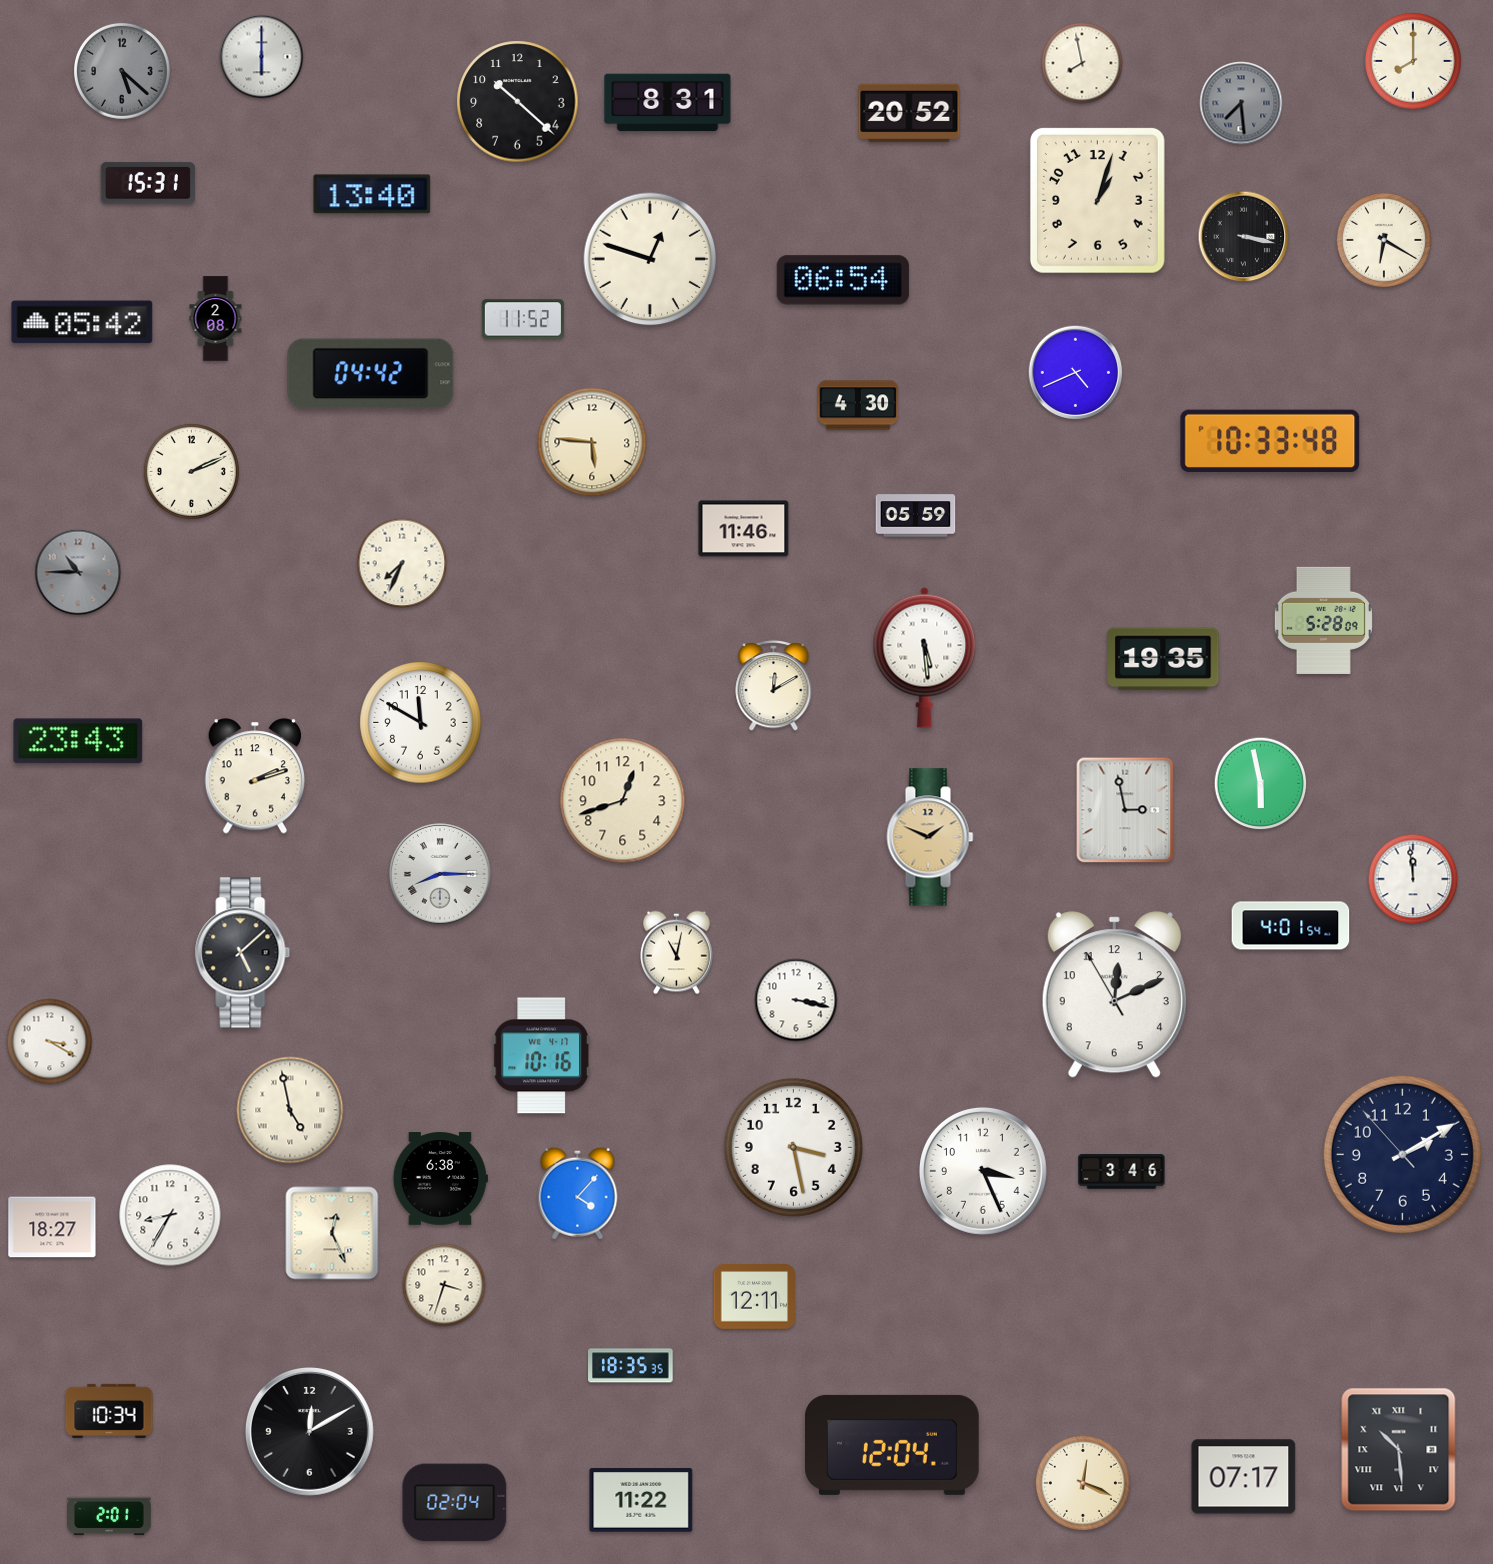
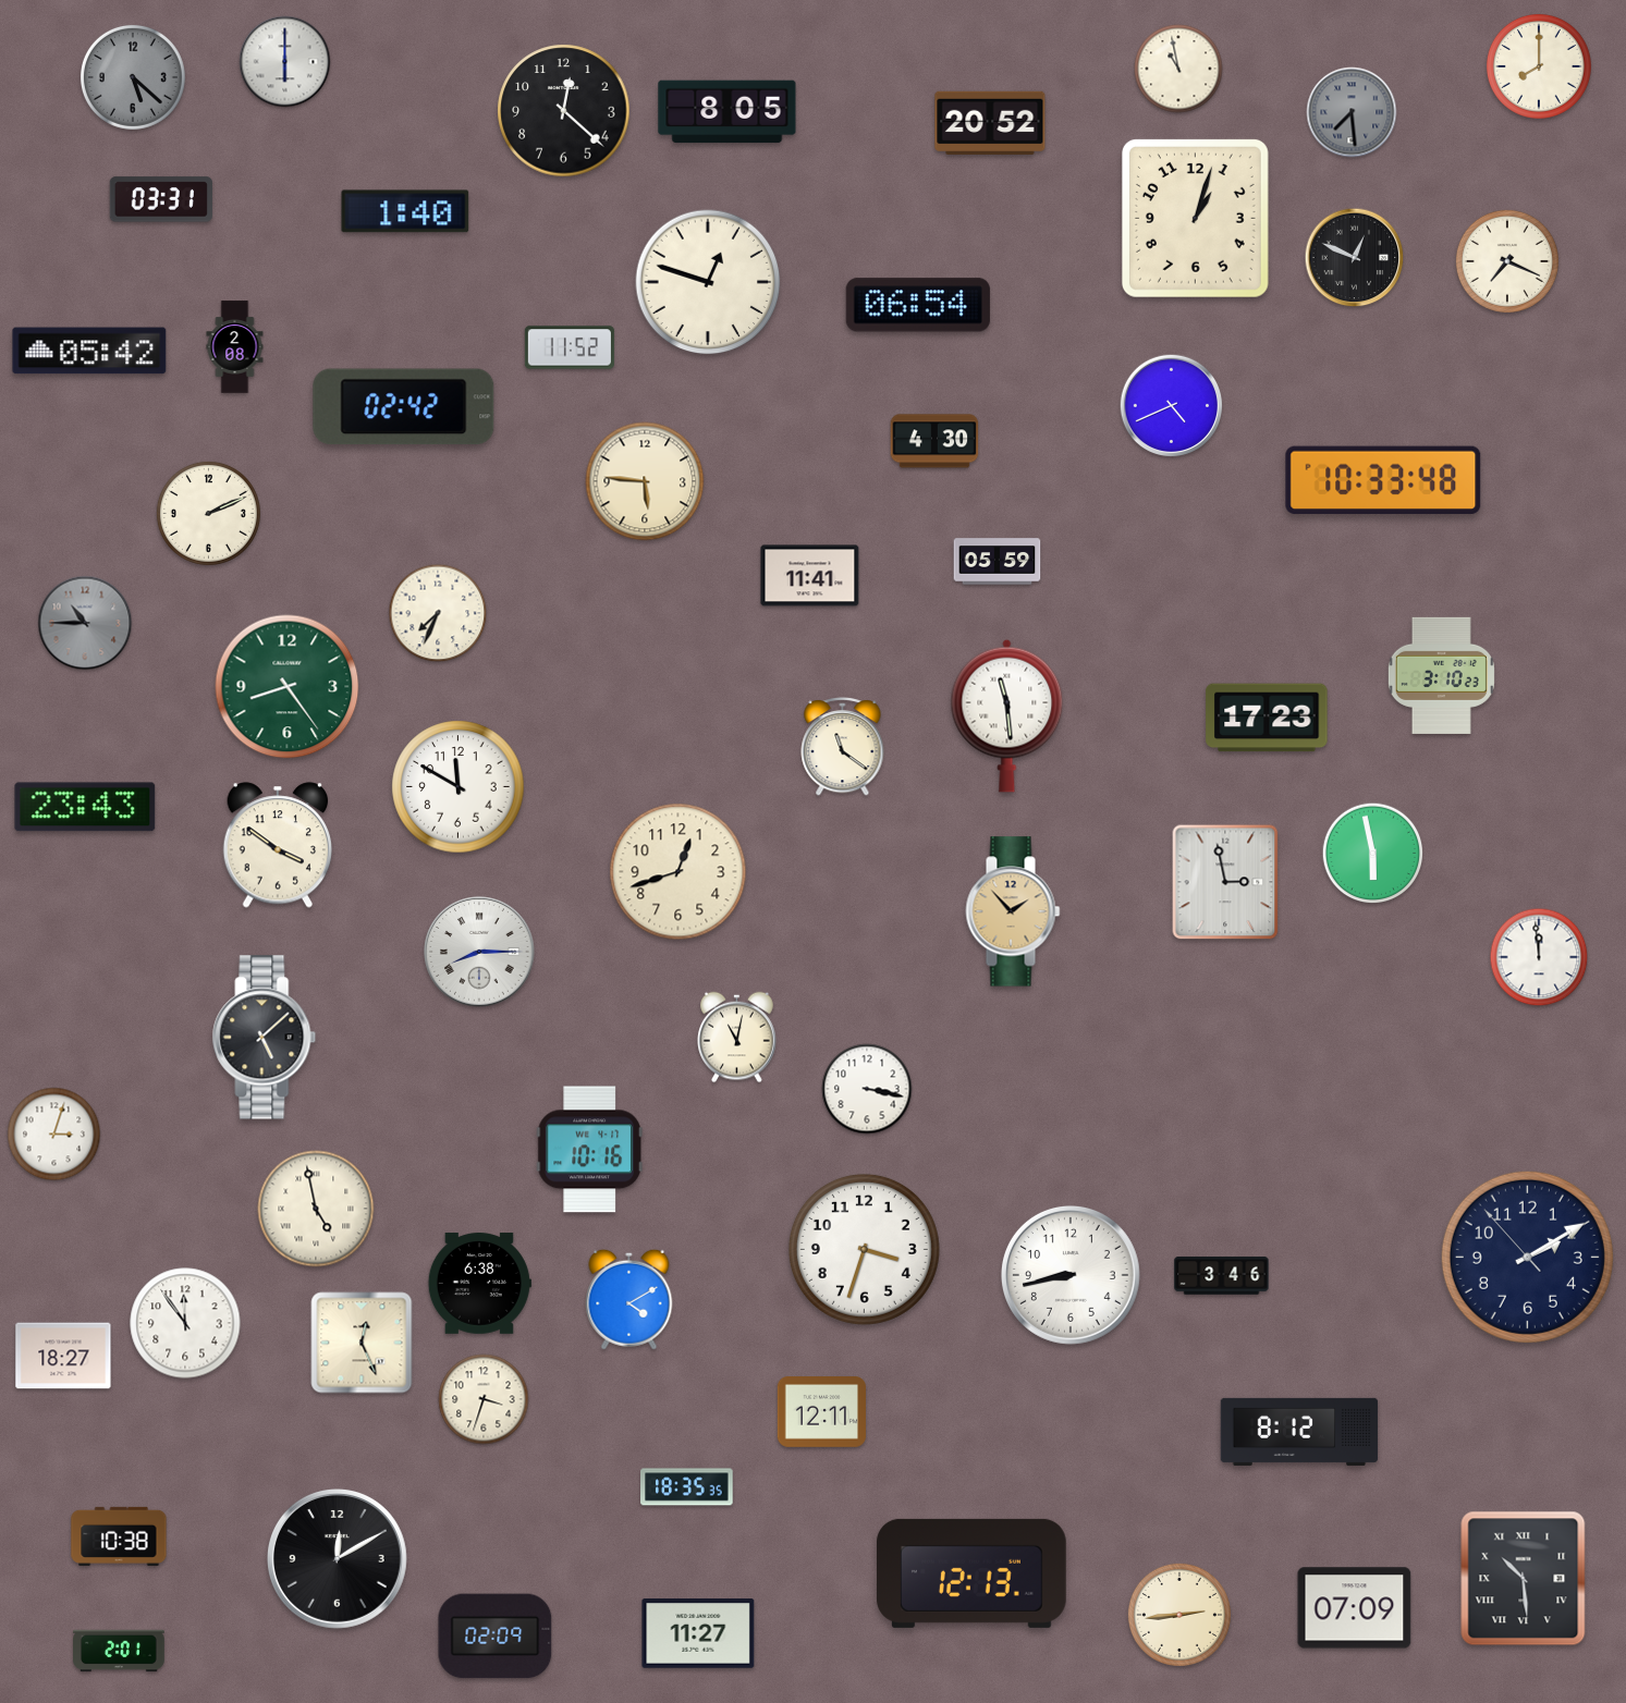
clock at (1082, 63): 7:58 -> 10:58
clock at (518, 102): 10:22 -> 12:22
clock at (668, 103): 8:31 -> 8:05
clock at (148, 183): 15:31 -> 03:31
clock at (372, 194): 13:40 -> 1:40
clock at (1244, 237): 3:17 -> 12:49
clock at (1384, 240): 6:20 -> 7:19
clock at (371, 374): 04:42 -> 02:42
clock at (744, 529): 11:46 -> 11:41
clock at (1323, 620): 5:28 -> 3:10
clock at (288, 687): none -> 8:24
clock at (925, 657): 5:29 -> 11:29
clock at (1163, 659): 19:35 -> 17:23
clock at (774, 685): 12:10 -> 11:21
clock at (255, 776): 2:12 -> 3:51
clock at (930, 837): 1:49 -> 1:53
clock at (1291, 926): 4:01 -> none
clock at (1114, 995): 12:10 -> none
clock at (50, 1042): 3:20 -> 3:03
clock at (793, 1147): 3:28 -> 3:33
clock at (983, 1171): 3:26 -> 8:43
clock at (578, 1193): 4:07 -> 4:10
clock at (170, 1215): 8:35 -> 11:54
clock at (52, 1227) position: (52, 1227) -> (63, 1356)
clock at (1299, 1432): none -> 8:12
clock at (109, 1411): 10:34 -> 10:38
clock at (893, 1445): 12:04 -> 12:13
clock at (1244, 1477): 07:17 -> 07:09
clock at (1083, 1483): 12:19 -> 2:44
clock at (641, 1500): 11:22 -> 11:27
clock at (455, 1503): 02:04 -> 02:09
